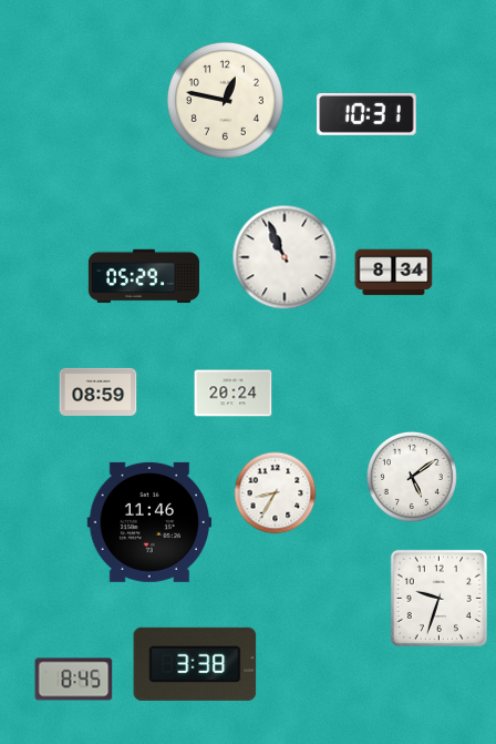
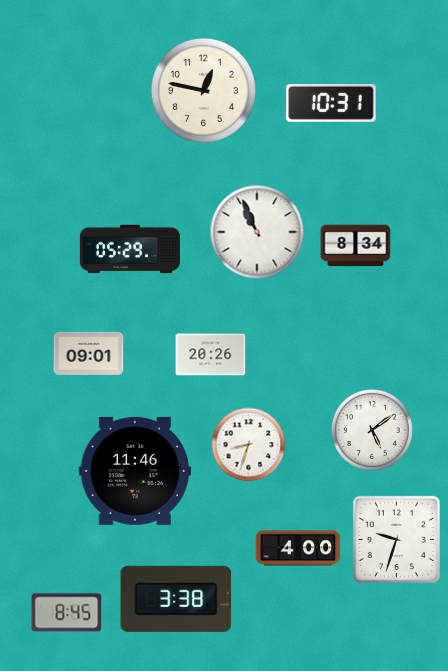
clock at (99, 391): 08:59 -> 09:01
clock at (234, 394): 20:24 -> 20:26
clock at (276, 493): 8:35 -> 8:33
clock at (298, 548): none -> 4:00
